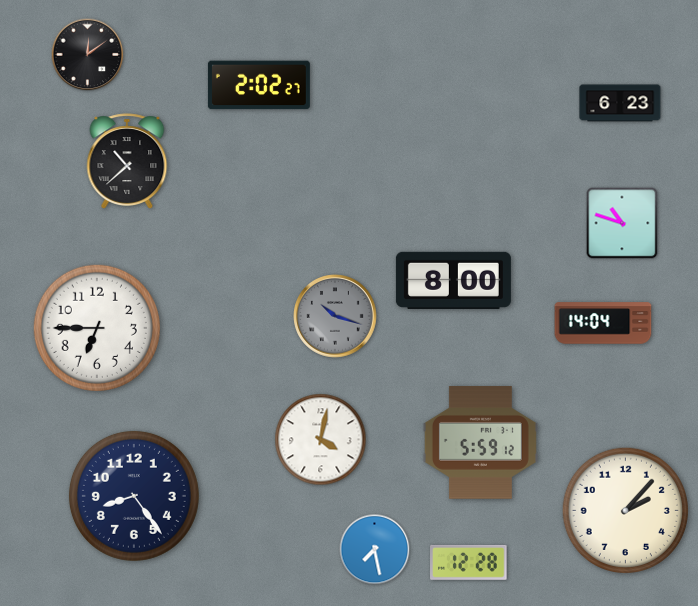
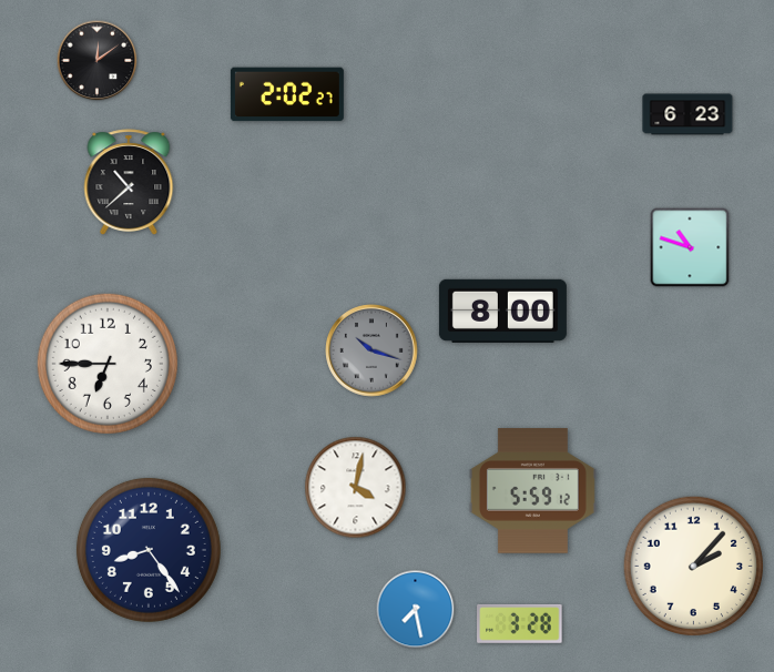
clock at (127, 161) position: (127, 161) -> (129, 182)
clock at (603, 323): 14:04 -> none
clock at (469, 562): 12:28 -> 3:28
